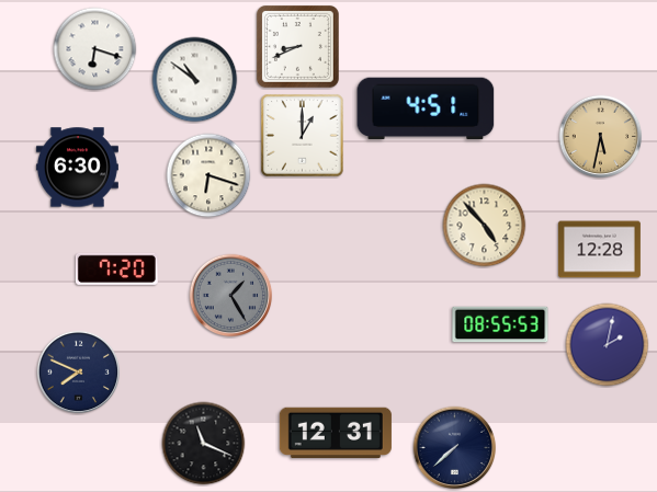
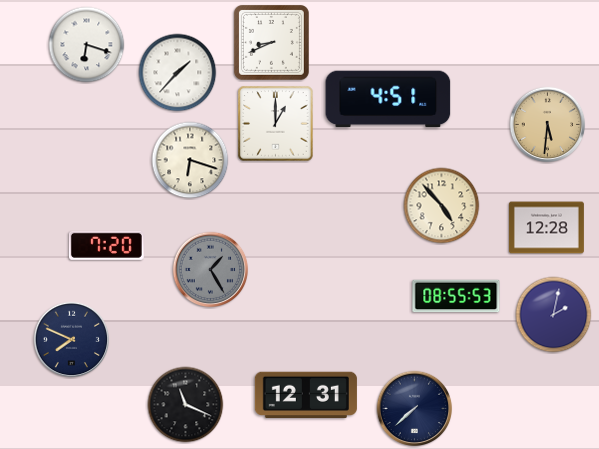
clock at (195, 80): 10:51 -> 1:37
clock at (601, 137): 5:32 -> 5:31
clock at (77, 168): 6:30 -> none
